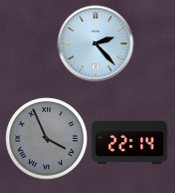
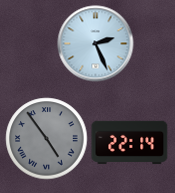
clock at (96, 44): 2:23 -> 2:26
clock at (47, 139): 3:56 -> 4:54
